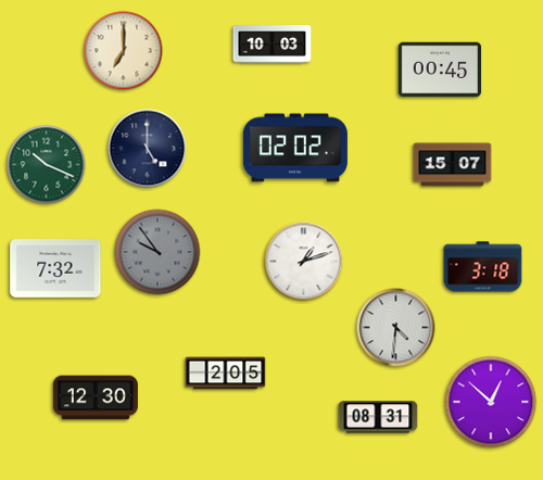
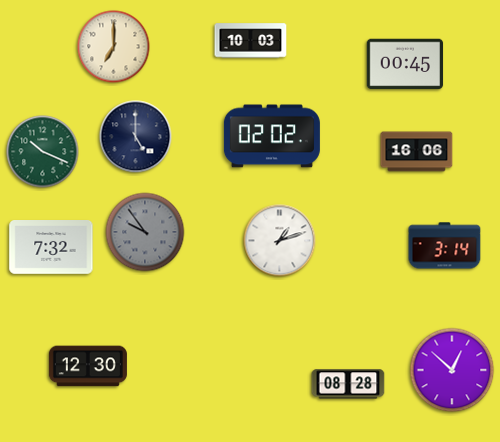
clock at (453, 165): 15:07 -> 16:06
clock at (483, 267): 3:18 -> 3:14
clock at (396, 328): 4:31 -> none
clock at (226, 374): 2:05 -> none
clock at (378, 417): 08:31 -> 08:28
